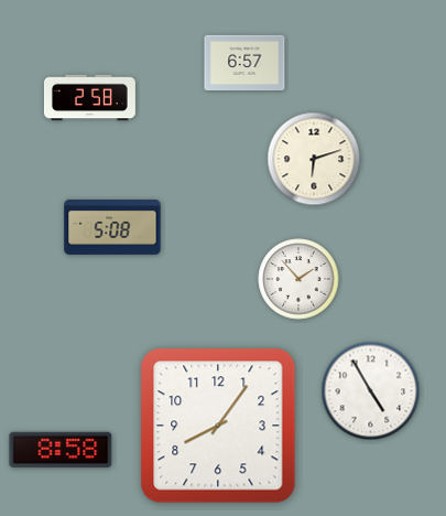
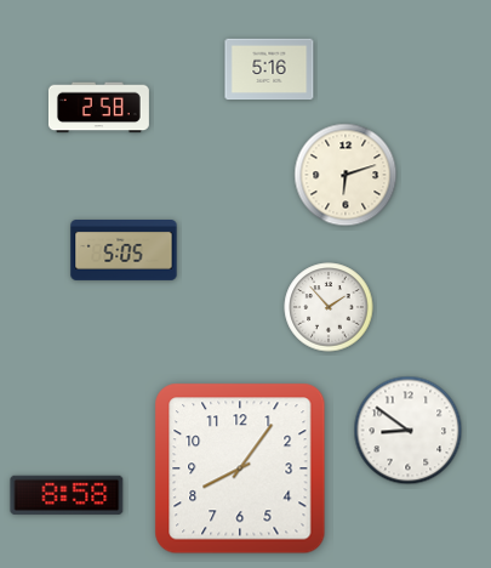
clock at (244, 63): 6:57 -> 5:16
clock at (112, 228): 5:08 -> 5:05
clock at (371, 391): 4:55 -> 8:51
